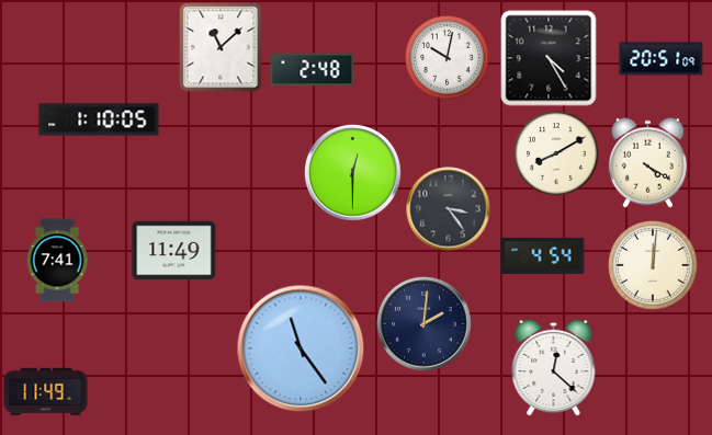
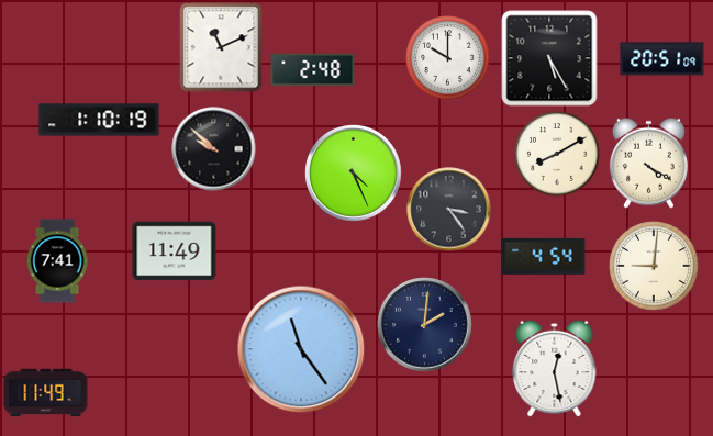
clock at (221, 47): 11:08 -> 11:11
clock at (448, 58): 10:02 -> 10:00
clock at (549, 58): 4:25 -> 5:25
clock at (99, 119): 1:10:05 -> 1:10:19
clock at (214, 149): none -> 9:52
clock at (353, 173): 12:30 -> 4:26
clock at (653, 265): 12:01 -> 9:01
clock at (554, 367): 12:22 -> 12:28
